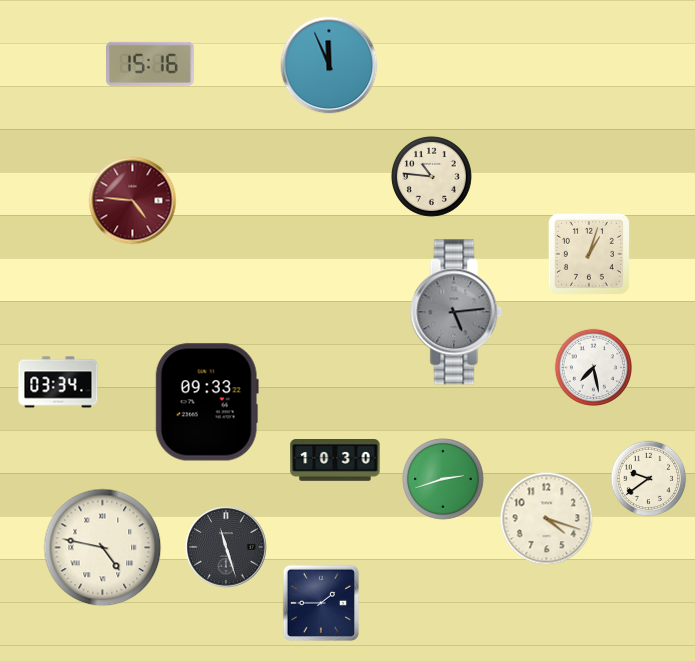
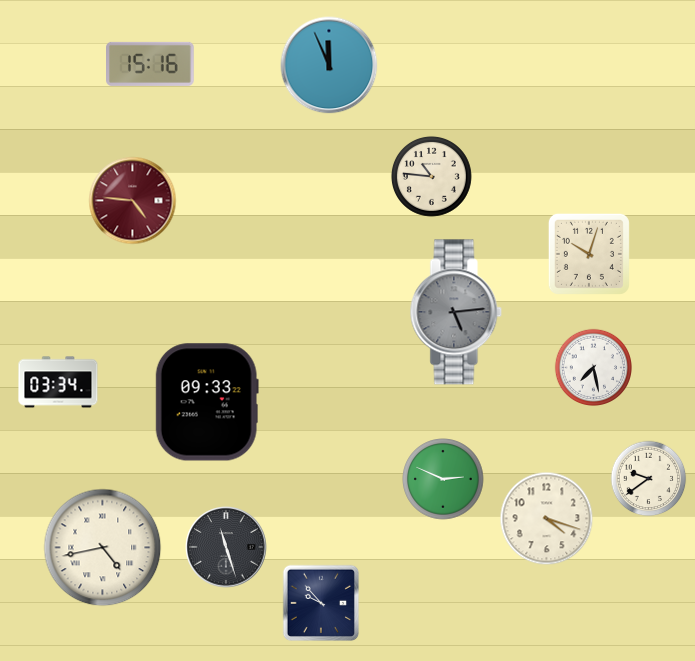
clock at (589, 254): 1:03 -> 10:03
clock at (335, 460): 10:30 -> none
clock at (443, 479): 2:42 -> 2:49
clock at (103, 548): 4:47 -> 4:43
clock at (321, 603): 1:45 -> 9:53
